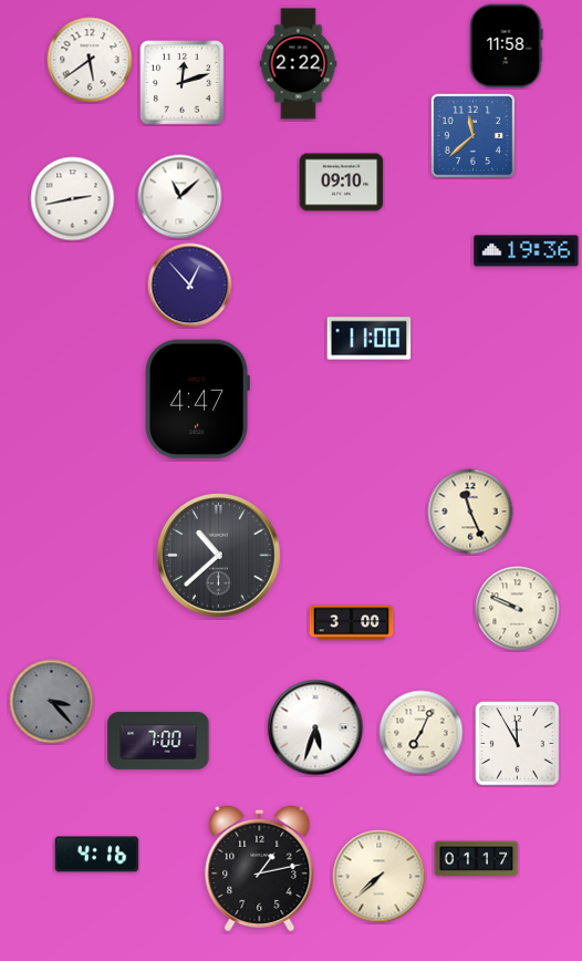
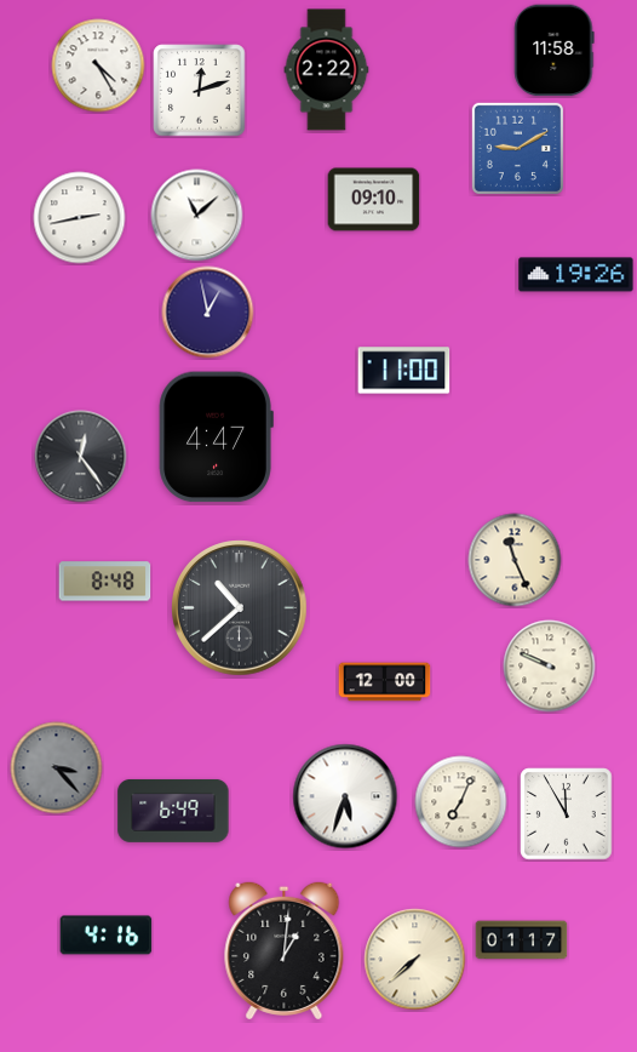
clock at (90, 60): 5:39 -> 4:25
clock at (472, 135): 11:38 -> 9:10
clock at (527, 251): 19:36 -> 19:26
clock at (190, 286): 12:53 -> 12:58
clock at (81, 457): none -> 12:24
clock at (105, 582): none -> 8:48
clock at (518, 609) position: (518, 609) -> (550, 667)
clock at (352, 623): 3:00 -> 12:00
clock at (158, 741): 7:00 -> 6:49
clock at (260, 868): 1:13 -> 1:01
